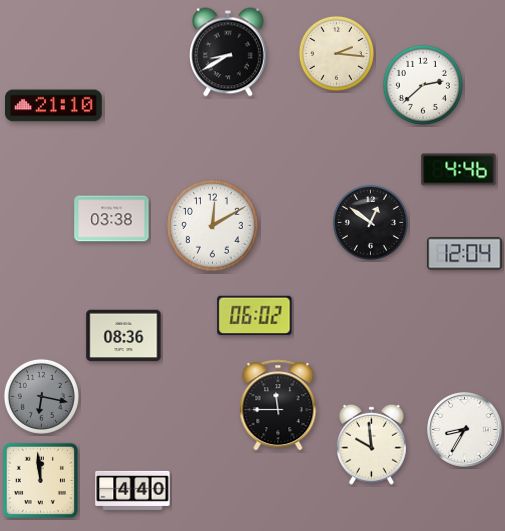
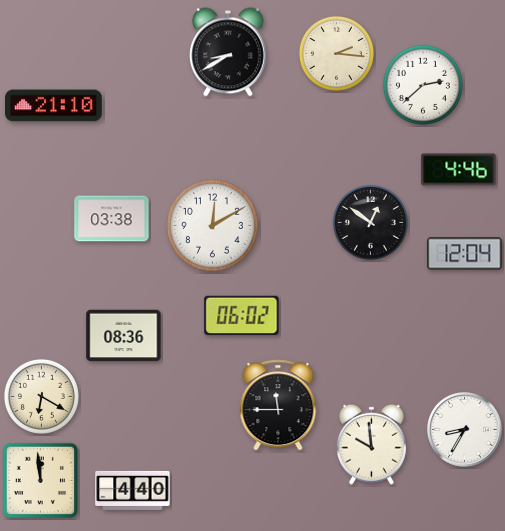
clock at (255, 316) position: (255, 316) -> (242, 316)
clock at (41, 396): 6:17 -> 6:20
clock at (41, 396) dial: grey -> cream
